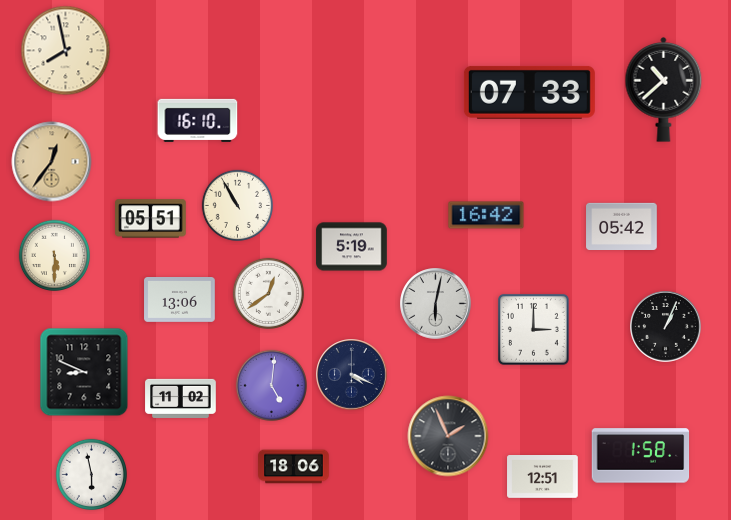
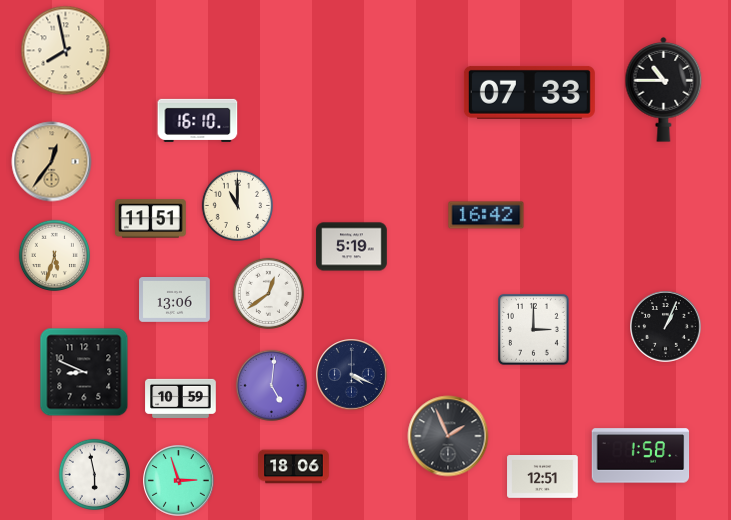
clock at (664, 89): 10:38 -> 10:45
clock at (237, 205): 10:55 -> 11:00
clock at (151, 219): 05:51 -> 11:51
clock at (622, 226): 05:42 -> none
clock at (54, 255): 5:30 -> 5:33
clock at (180, 300) position: (180, 300) -> (175, 300)
clock at (436, 304): 6:02 -> none
clock at (181, 398): 11:02 -> 10:59
clock at (91, 474) position: (91, 474) -> (94, 474)
clock at (179, 481): none -> 2:57
